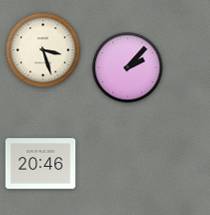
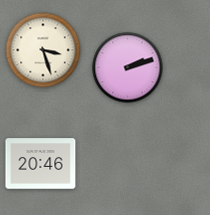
clock at (128, 68): 2:07 -> 2:12
